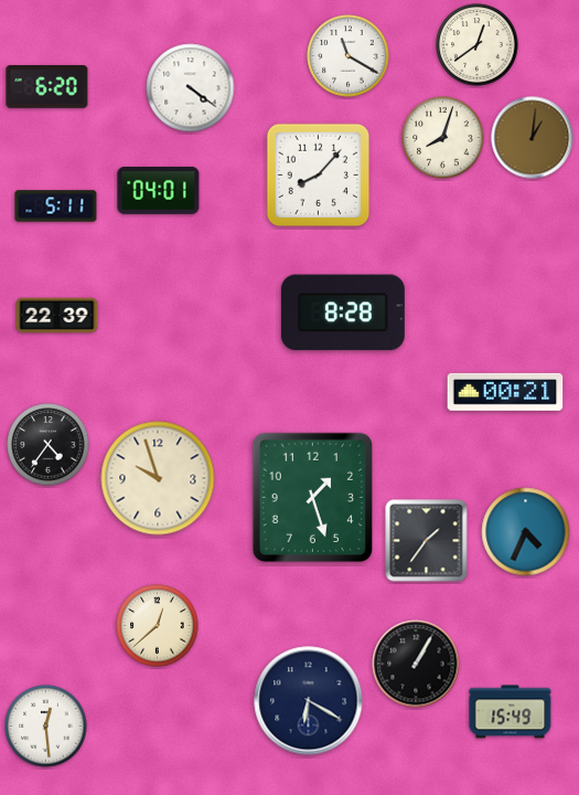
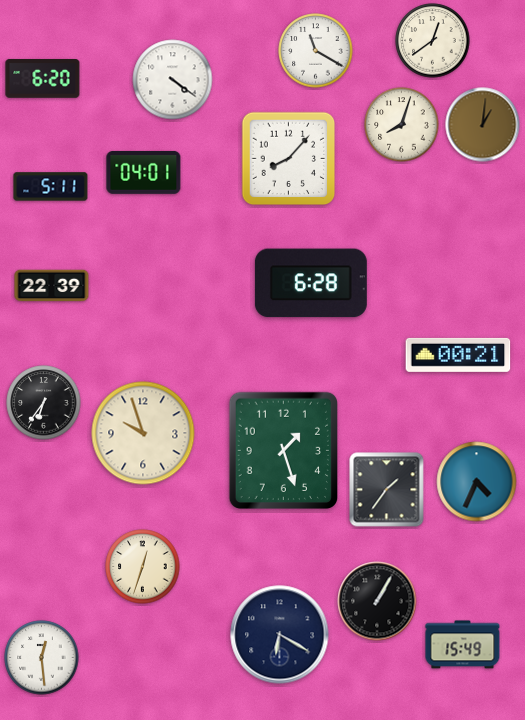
clock at (343, 312): 8:28 -> 6:28
clock at (49, 445): 4:36 -> 6:36
clock at (158, 626): 12:38 -> 12:33
